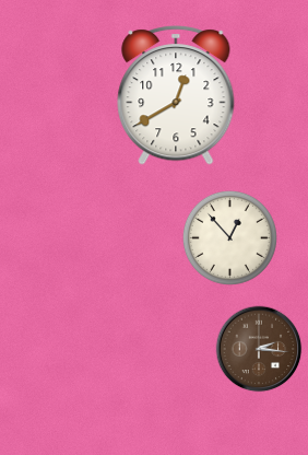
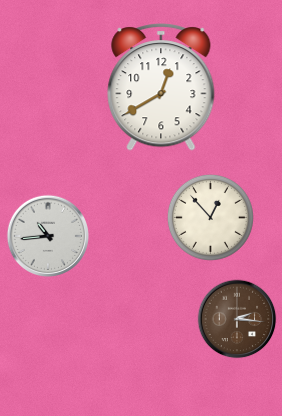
clock at (47, 235): none -> 10:44
